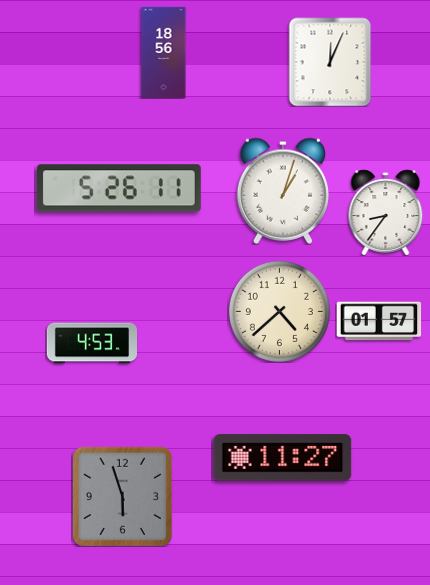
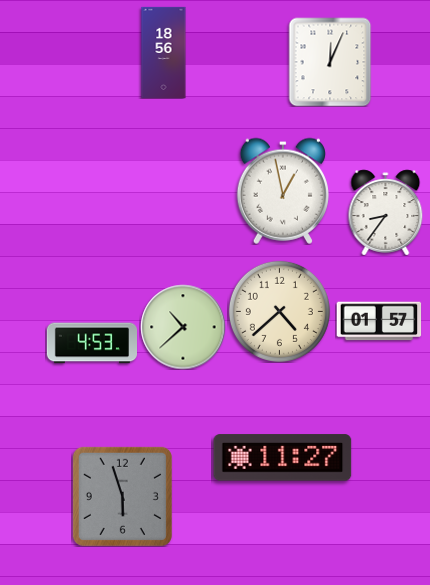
clock at (119, 188): 5:26 -> none
clock at (283, 191): 1:03 -> 12:58
clock at (183, 327): none -> 10:38
